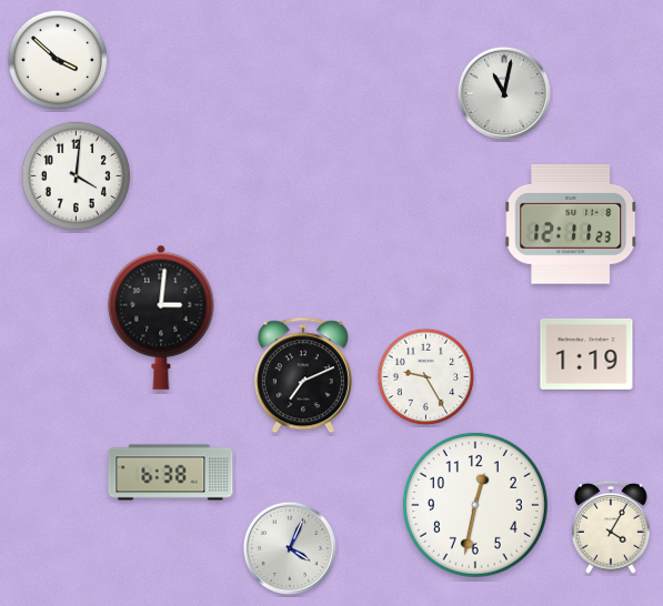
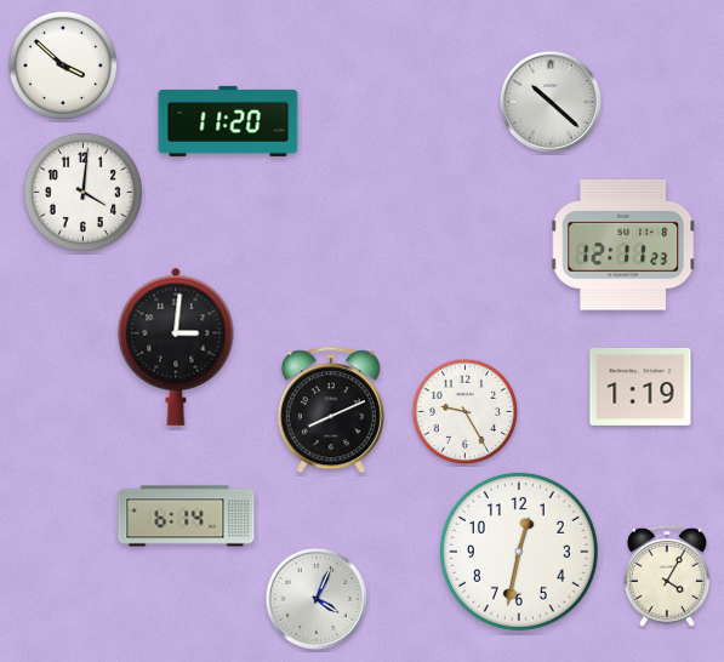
clock at (503, 92): 11:02 -> 10:22
clock at (228, 121): none -> 11:20
clock at (303, 375): 7:11 -> 8:11
clock at (171, 473): 6:38 -> 6:14
